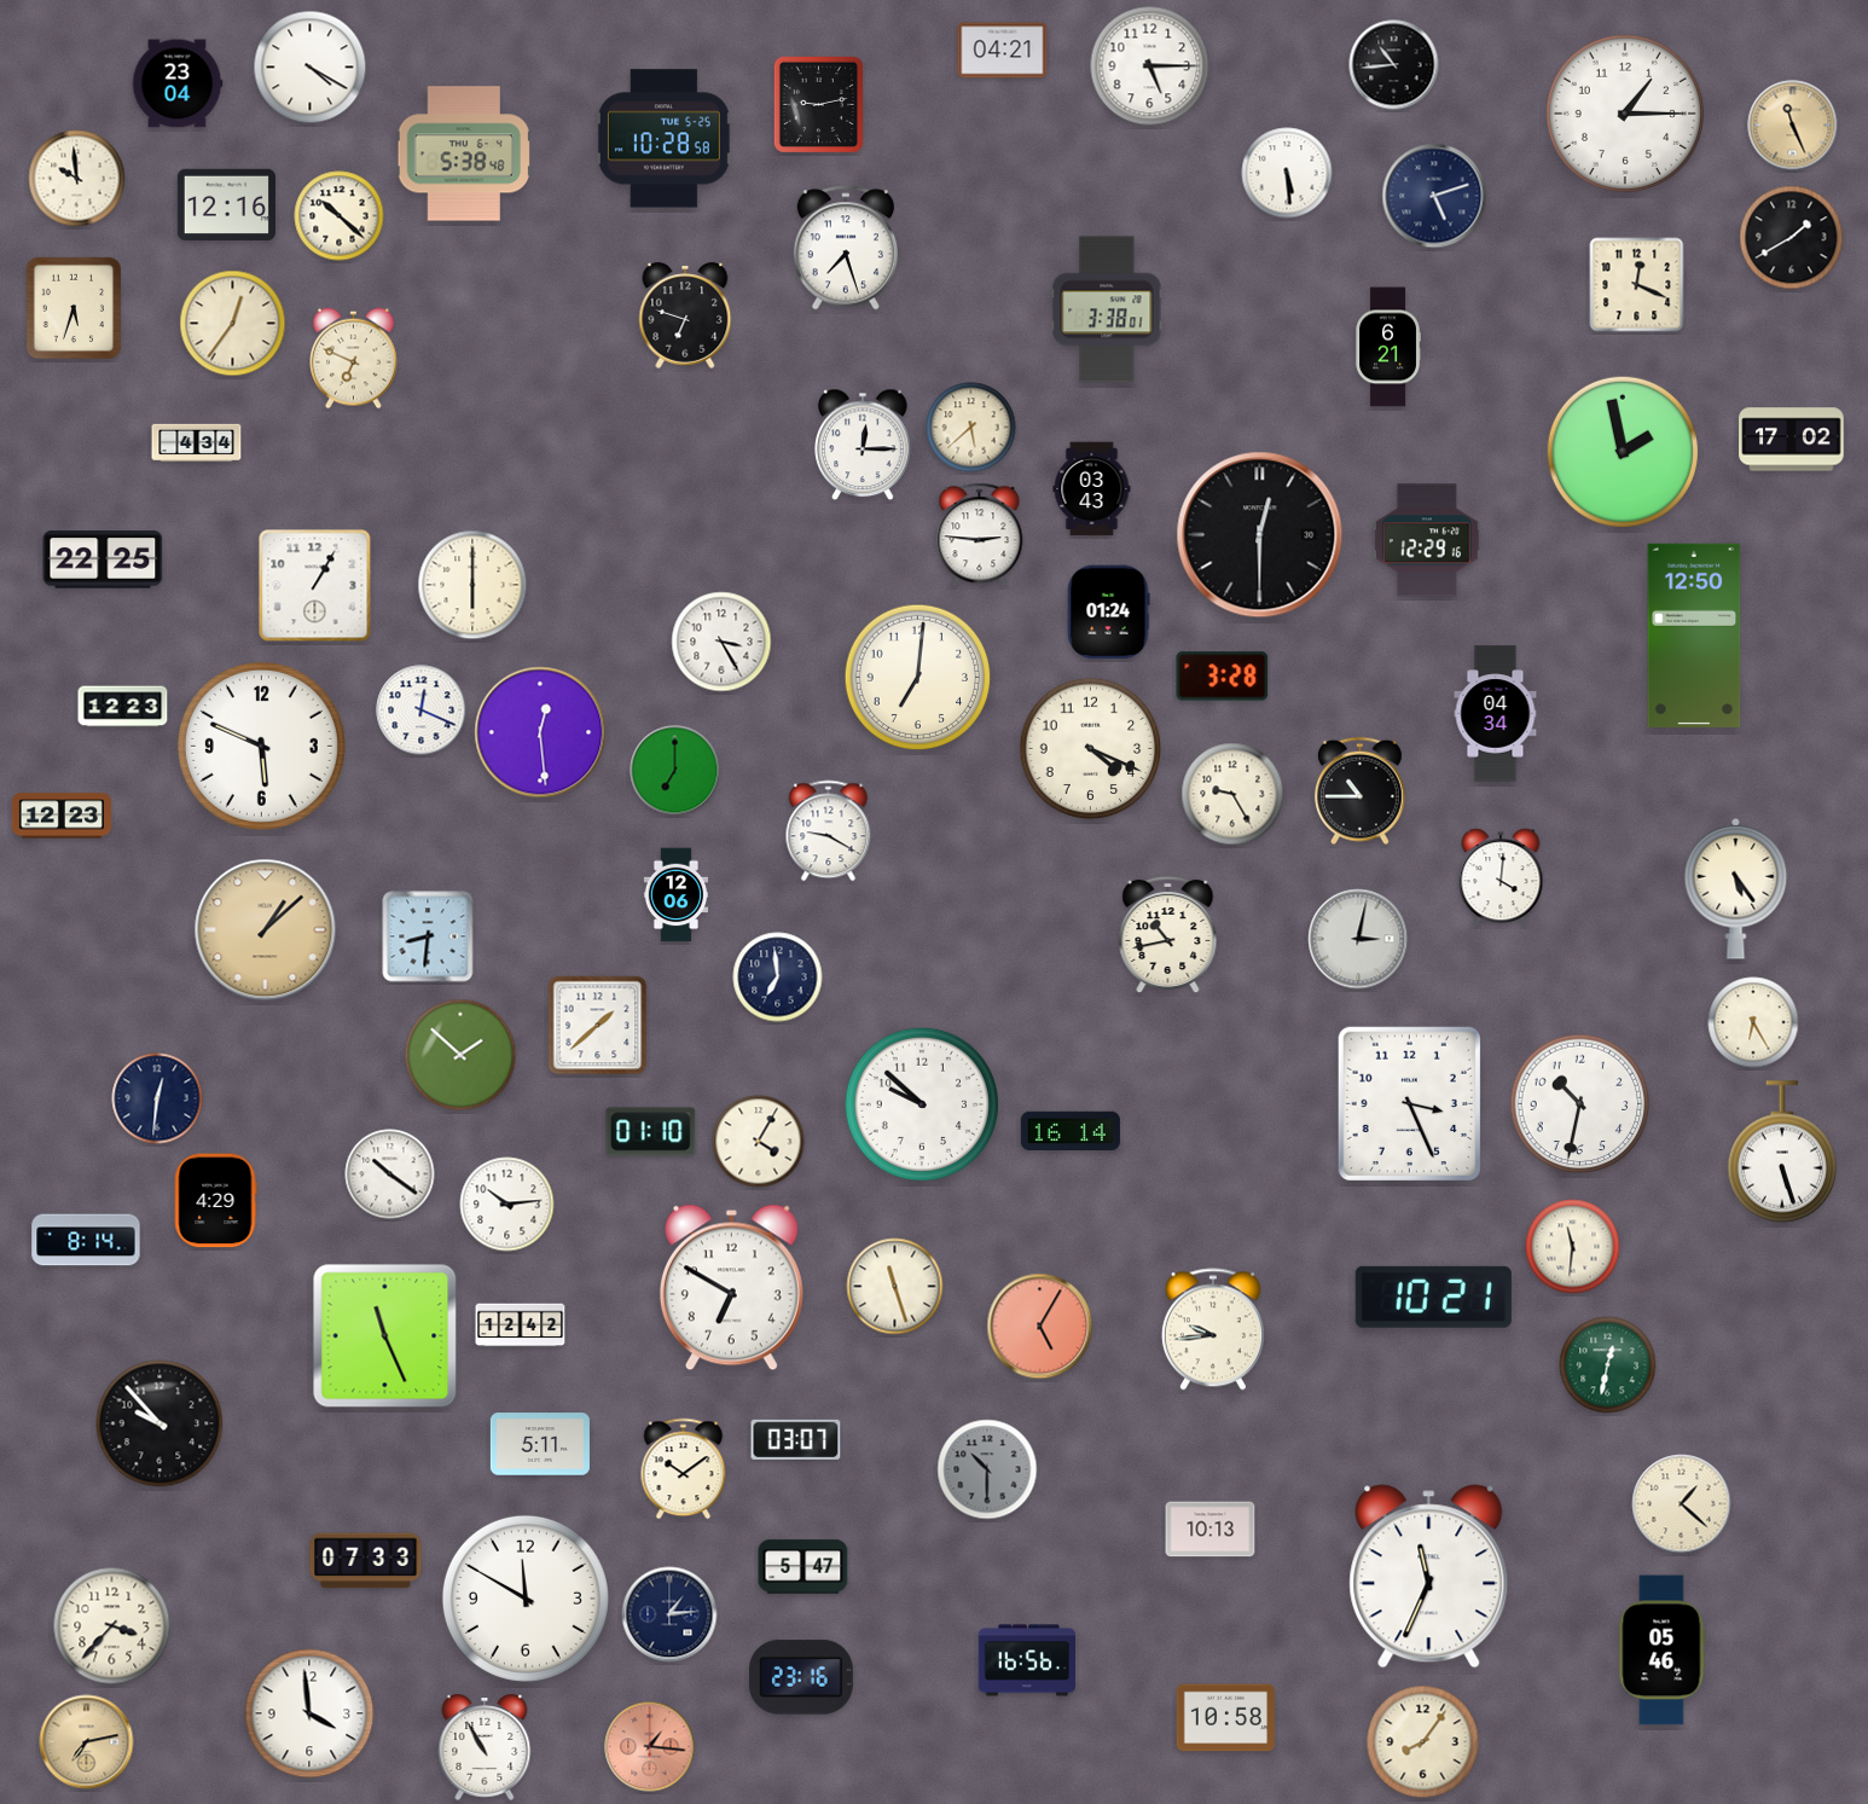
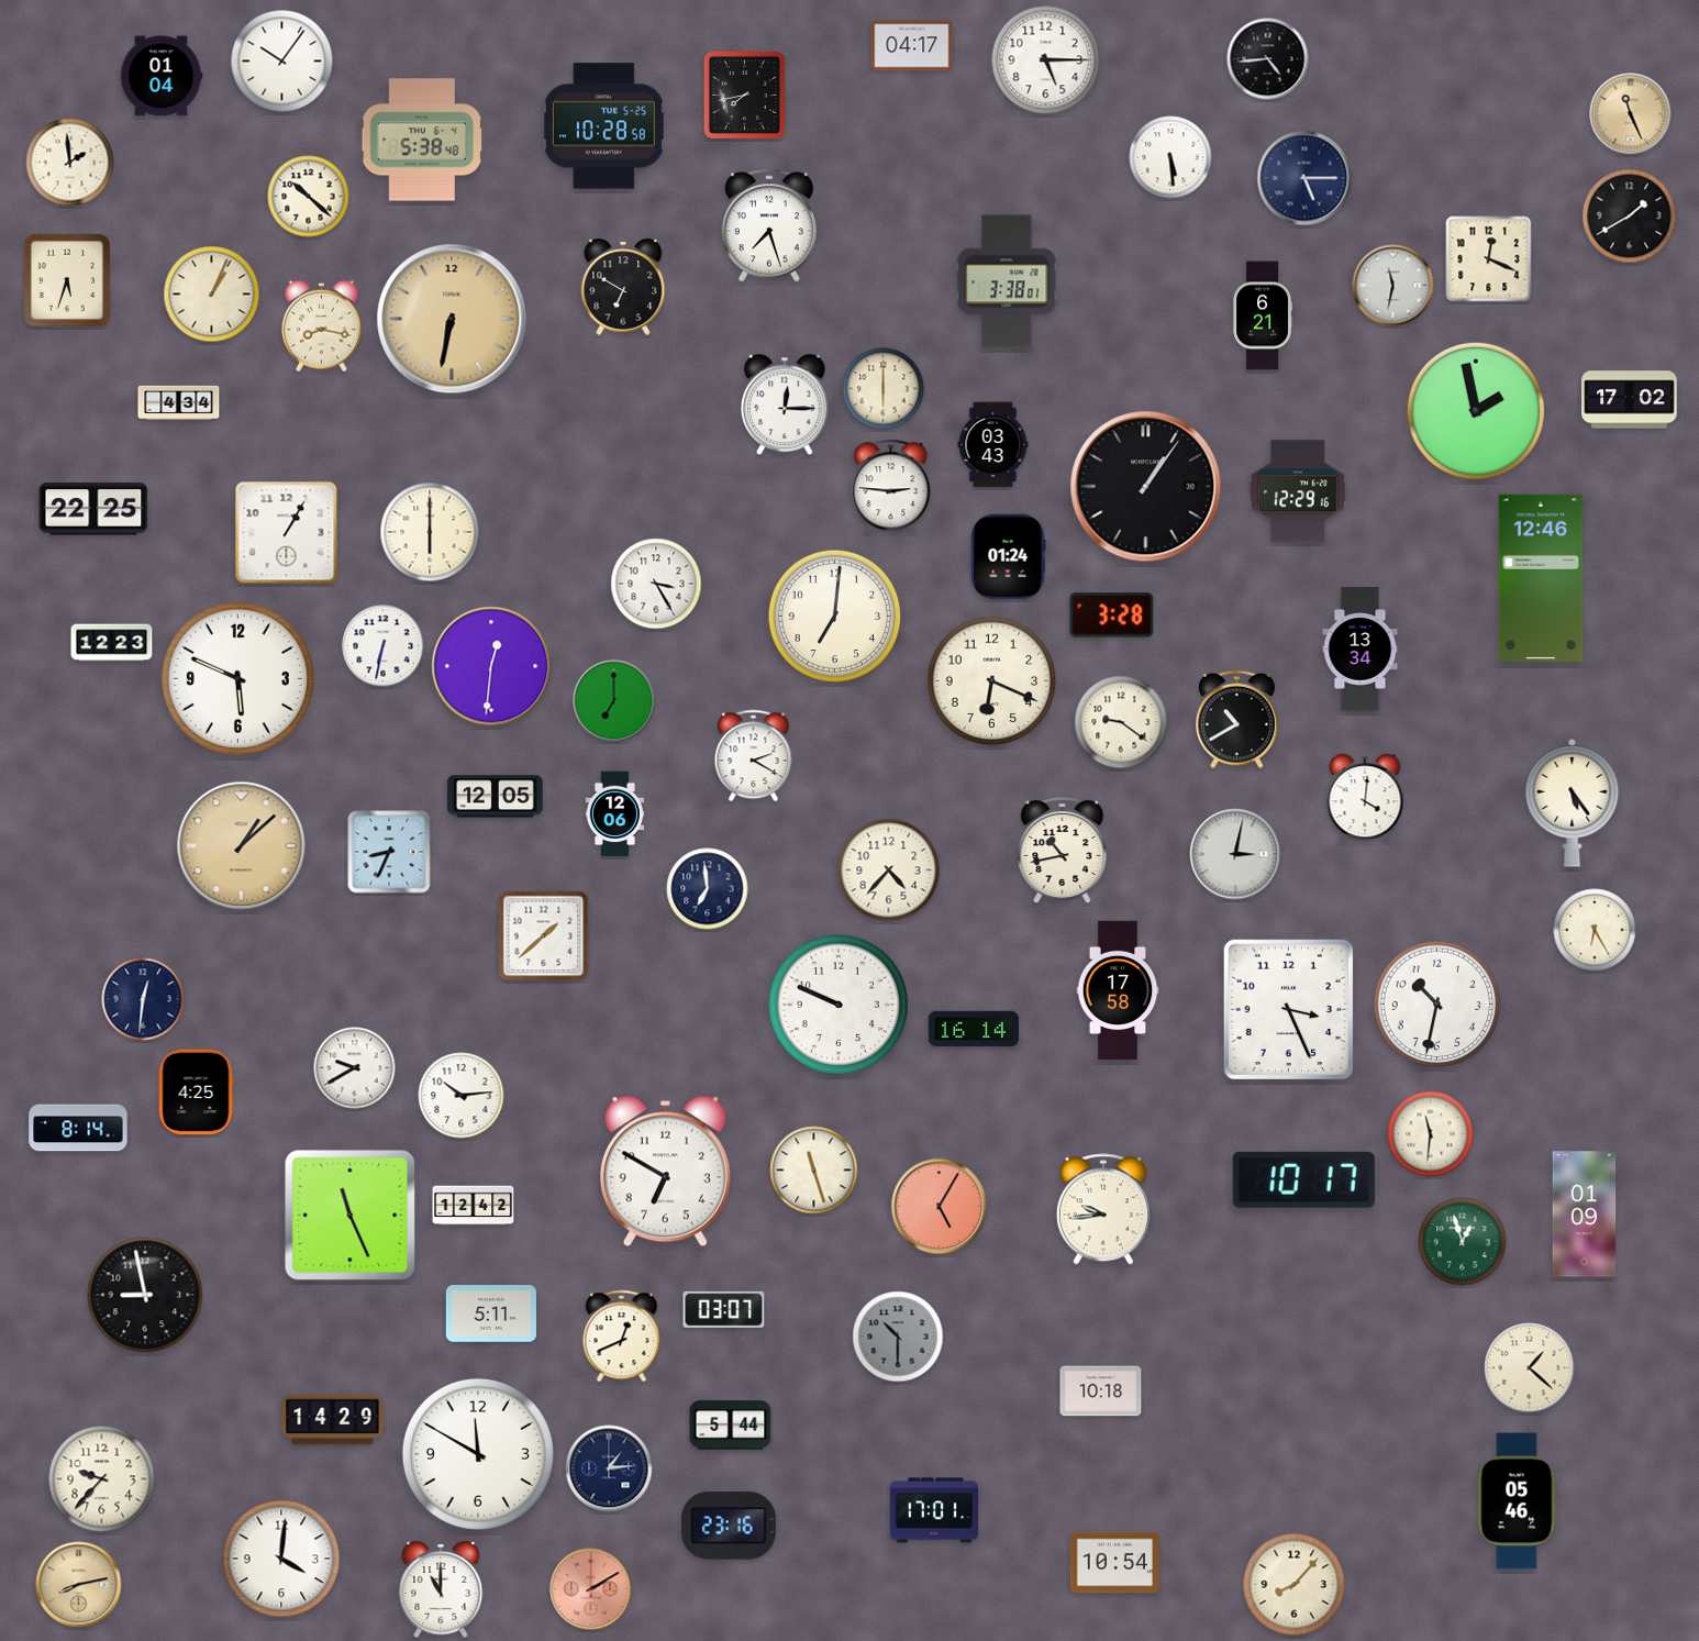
clock at (1003, 51): 04:21 -> 04:17
clock at (1394, 65): 10:44 -> 4:44
clock at (311, 68): 4:20 -> 10:06
clock at (178, 83): 23:04 -> 01:04
clock at (818, 104): 9:13 -> 7:43
clock at (1625, 114): 1:15 -> none
clock at (77, 179): 9:59 -> 1:59
clock at (1434, 196): 5:12 -> 5:15
clock at (226, 205): 12:16 -> none
clock at (1393, 286): none -> 11:32
clock at (685, 317): 6:48 -> 6:50
clock at (233, 324): 12:36 -> 1:04
clock at (452, 319): none -> 6:32
clock at (354, 359): 6:49 -> 8:17
clock at (971, 428): 5:38 -> 6:00
clock at (1260, 535): 12:30 -> 1:06
clock at (1694, 636): 12:50 -> 12:46
clock at (422, 710): 12:19 -> 6:32
clock at (1496, 714): 04:34 -> 13:34
clock at (540, 732): 12:29 -> 12:31
clock at (1091, 749): 4:19 -> 6:19
clock at (1359, 791): 10:45 -> 10:40
clock at (1232, 794): 9:25 -> 9:21
clock at (62, 816): 12:23 -> none
clock at (829, 831): 9:20 -> 2:20
clock at (496, 797): none -> 12:05
clock at (1736, 888) position: (1736, 888) -> (1573, 802)
clock at (428, 936): 8:31 -> 8:34
clock at (889, 871): none -> 4:37
clock at (598, 1026) position: (598, 1026) -> (544, 936)
clock at (460, 1055): 1:52 -> none
clock at (1118, 990): none -> 17:58
clock at (1409, 1103) position: (1409, 1103) -> (1288, 1009)
clock at (922, 1104): 9:52 -> 9:49
clock at (651, 1132): 01:10 -> none
clock at (759, 1142): 4:05 -> none
clock at (1782, 1152): 5:27 -> none
clock at (390, 1174): 10:21 -> 9:40
clock at (215, 1201): 4:29 -> 4:25
clock at (1433, 1297): 10:21 -> 10:17
clock at (1040, 1327) position: (1040, 1327) -> (940, 1207)
clock at (1585, 1215): none -> 01:09
clock at (1608, 1365): 12:32 -> 12:57
clock at (159, 1423): 9:53 -> 8:58
clock at (684, 1469): 10:09 -> 12:41
clock at (1211, 1530): 10:13 -> 10:18
clock at (366, 1561): 07:33 -> 14:29
clock at (804, 1567): 5:47 -> 5:44
clock at (1429, 1577): 11:34 -> none
clock at (112, 1626): 3:37 -> 9:37
clock at (1663, 1651) position: (1663, 1651) -> (1518, 1501)
clock at (1026, 1660): 16:56 -> 17:01
clock at (309, 1713): 3:59 -> 4:01
clock at (1225, 1718): 10:58 -> 10:54
clock at (87, 1742): 7:13 -> 8:13
clock at (1423, 1742): 8:06 -> 8:07
clock at (650, 1747): 1:16 -> 2:10
clock at (485, 1748): 10:55 -> 11:00
